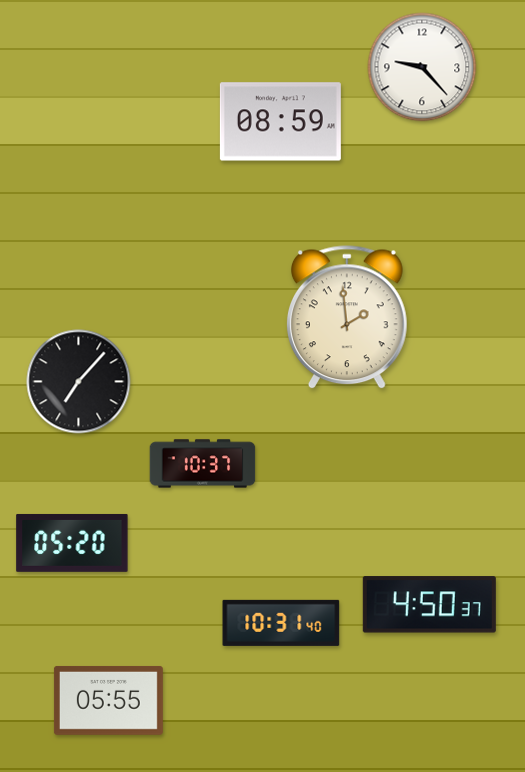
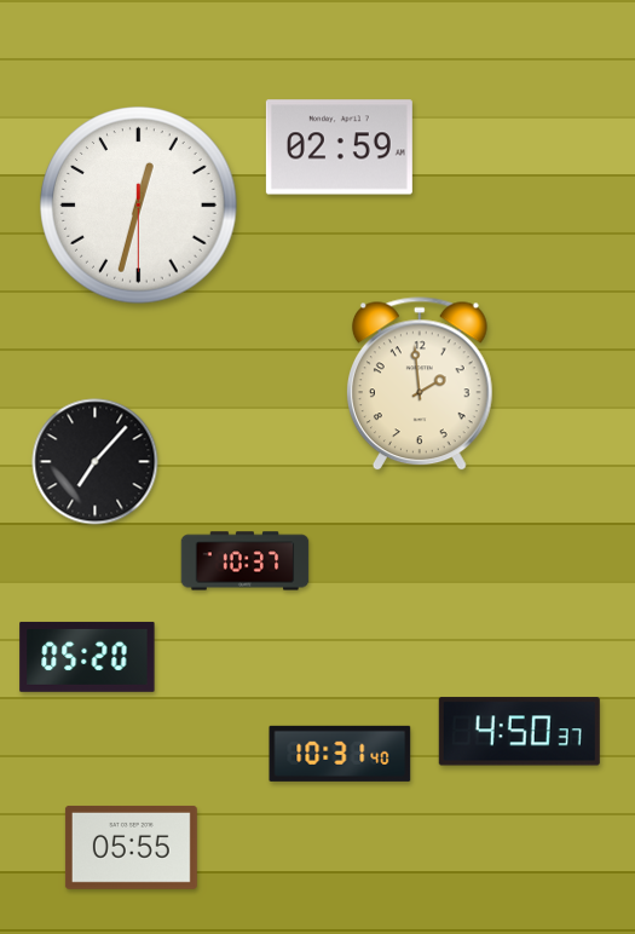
clock at (422, 67): 9:23 -> none
clock at (280, 122): 08:59 -> 02:59
clock at (139, 206): none -> 12:32
